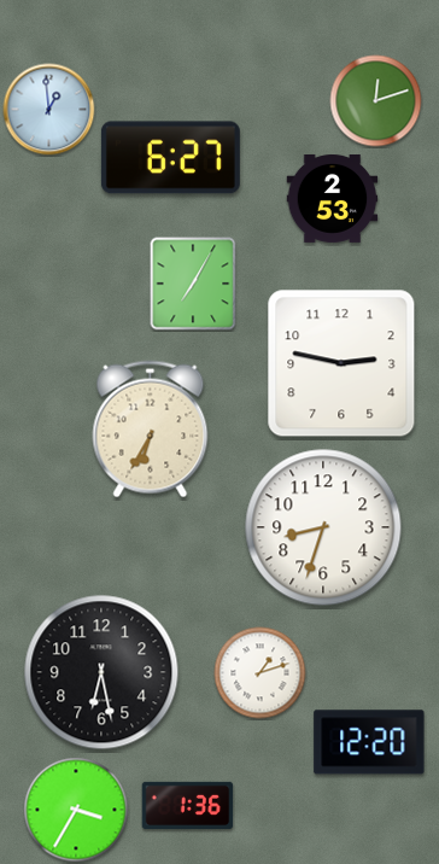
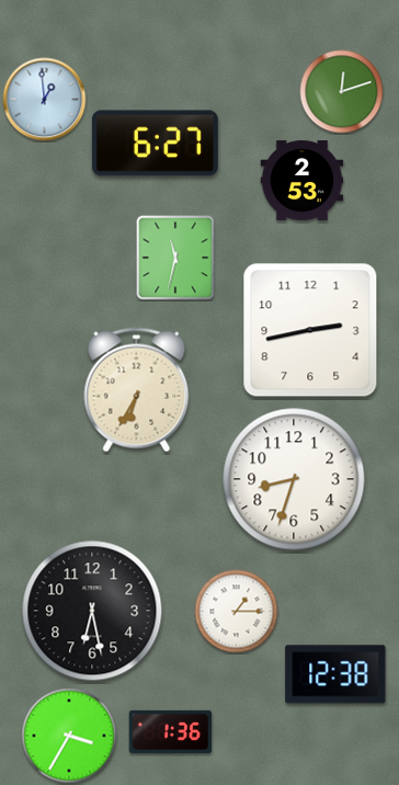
clock at (193, 284): 7:05 -> 11:32
clock at (341, 363): 2:47 -> 2:43
clock at (261, 673): 1:12 -> 1:15
clock at (369, 742): 12:20 -> 12:38
